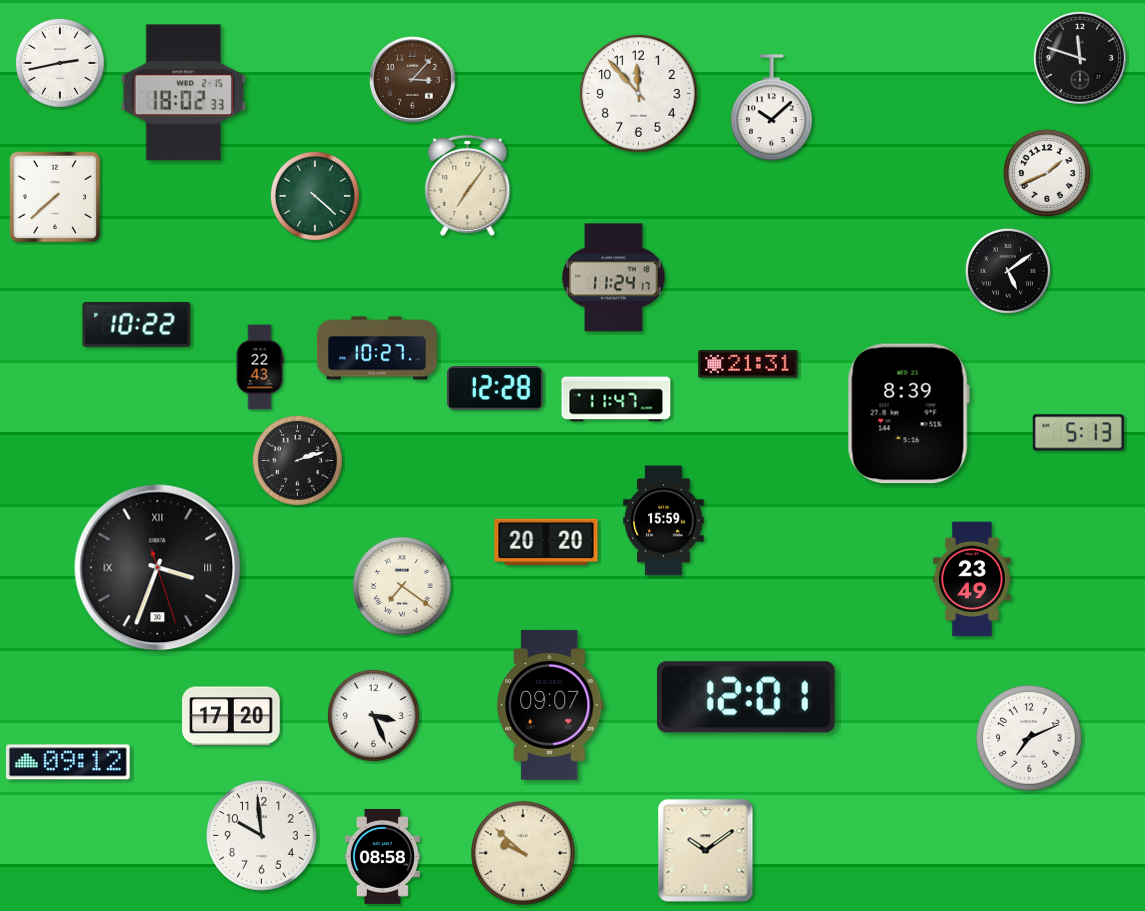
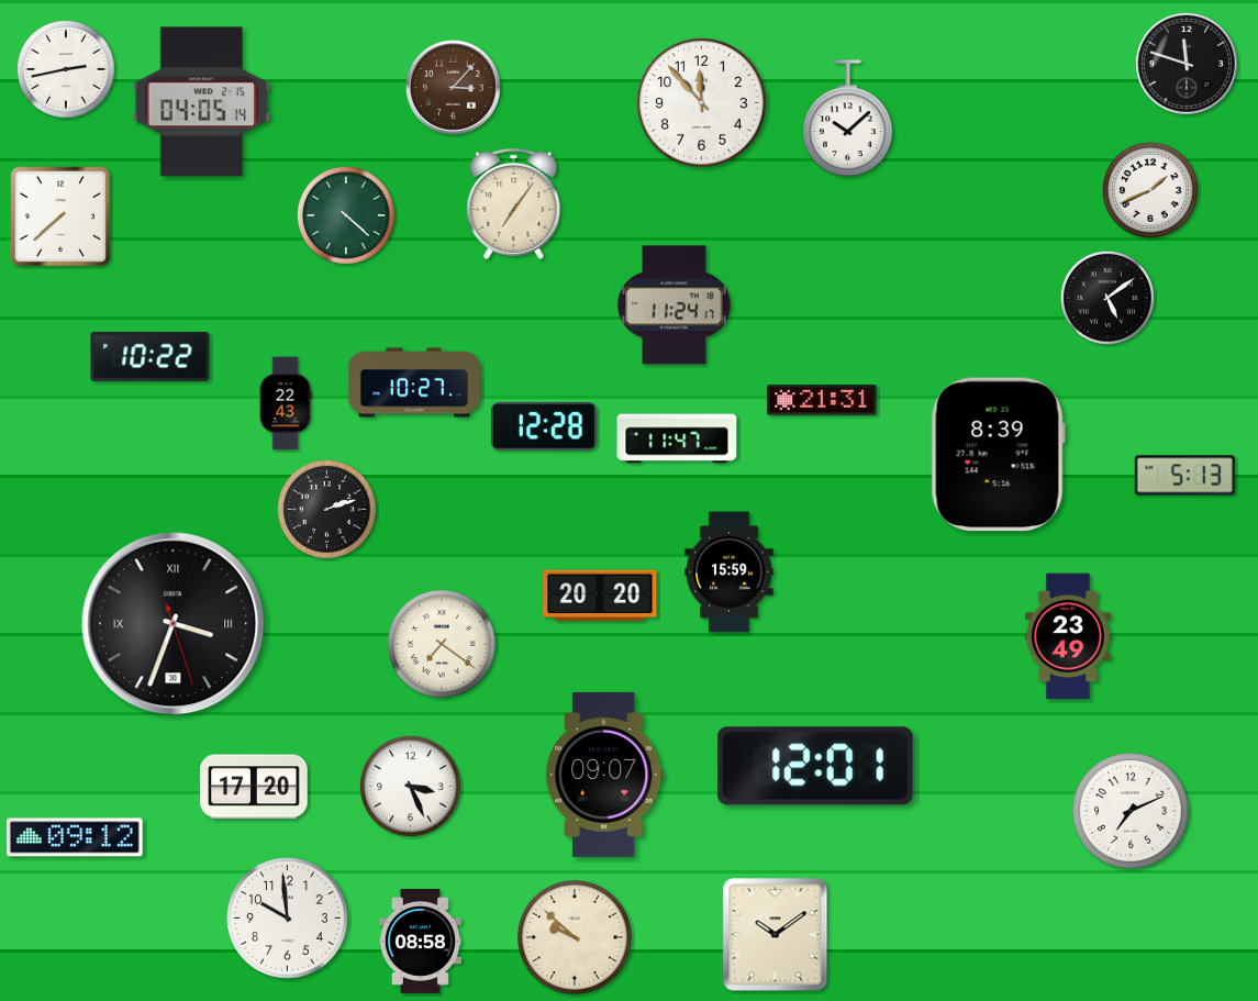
clock at (183, 93): 18:02 -> 04:05
clock at (297, 460) position: (297, 460) -> (326, 509)
clock at (746, 697) position: (746, 697) -> (815, 766)
